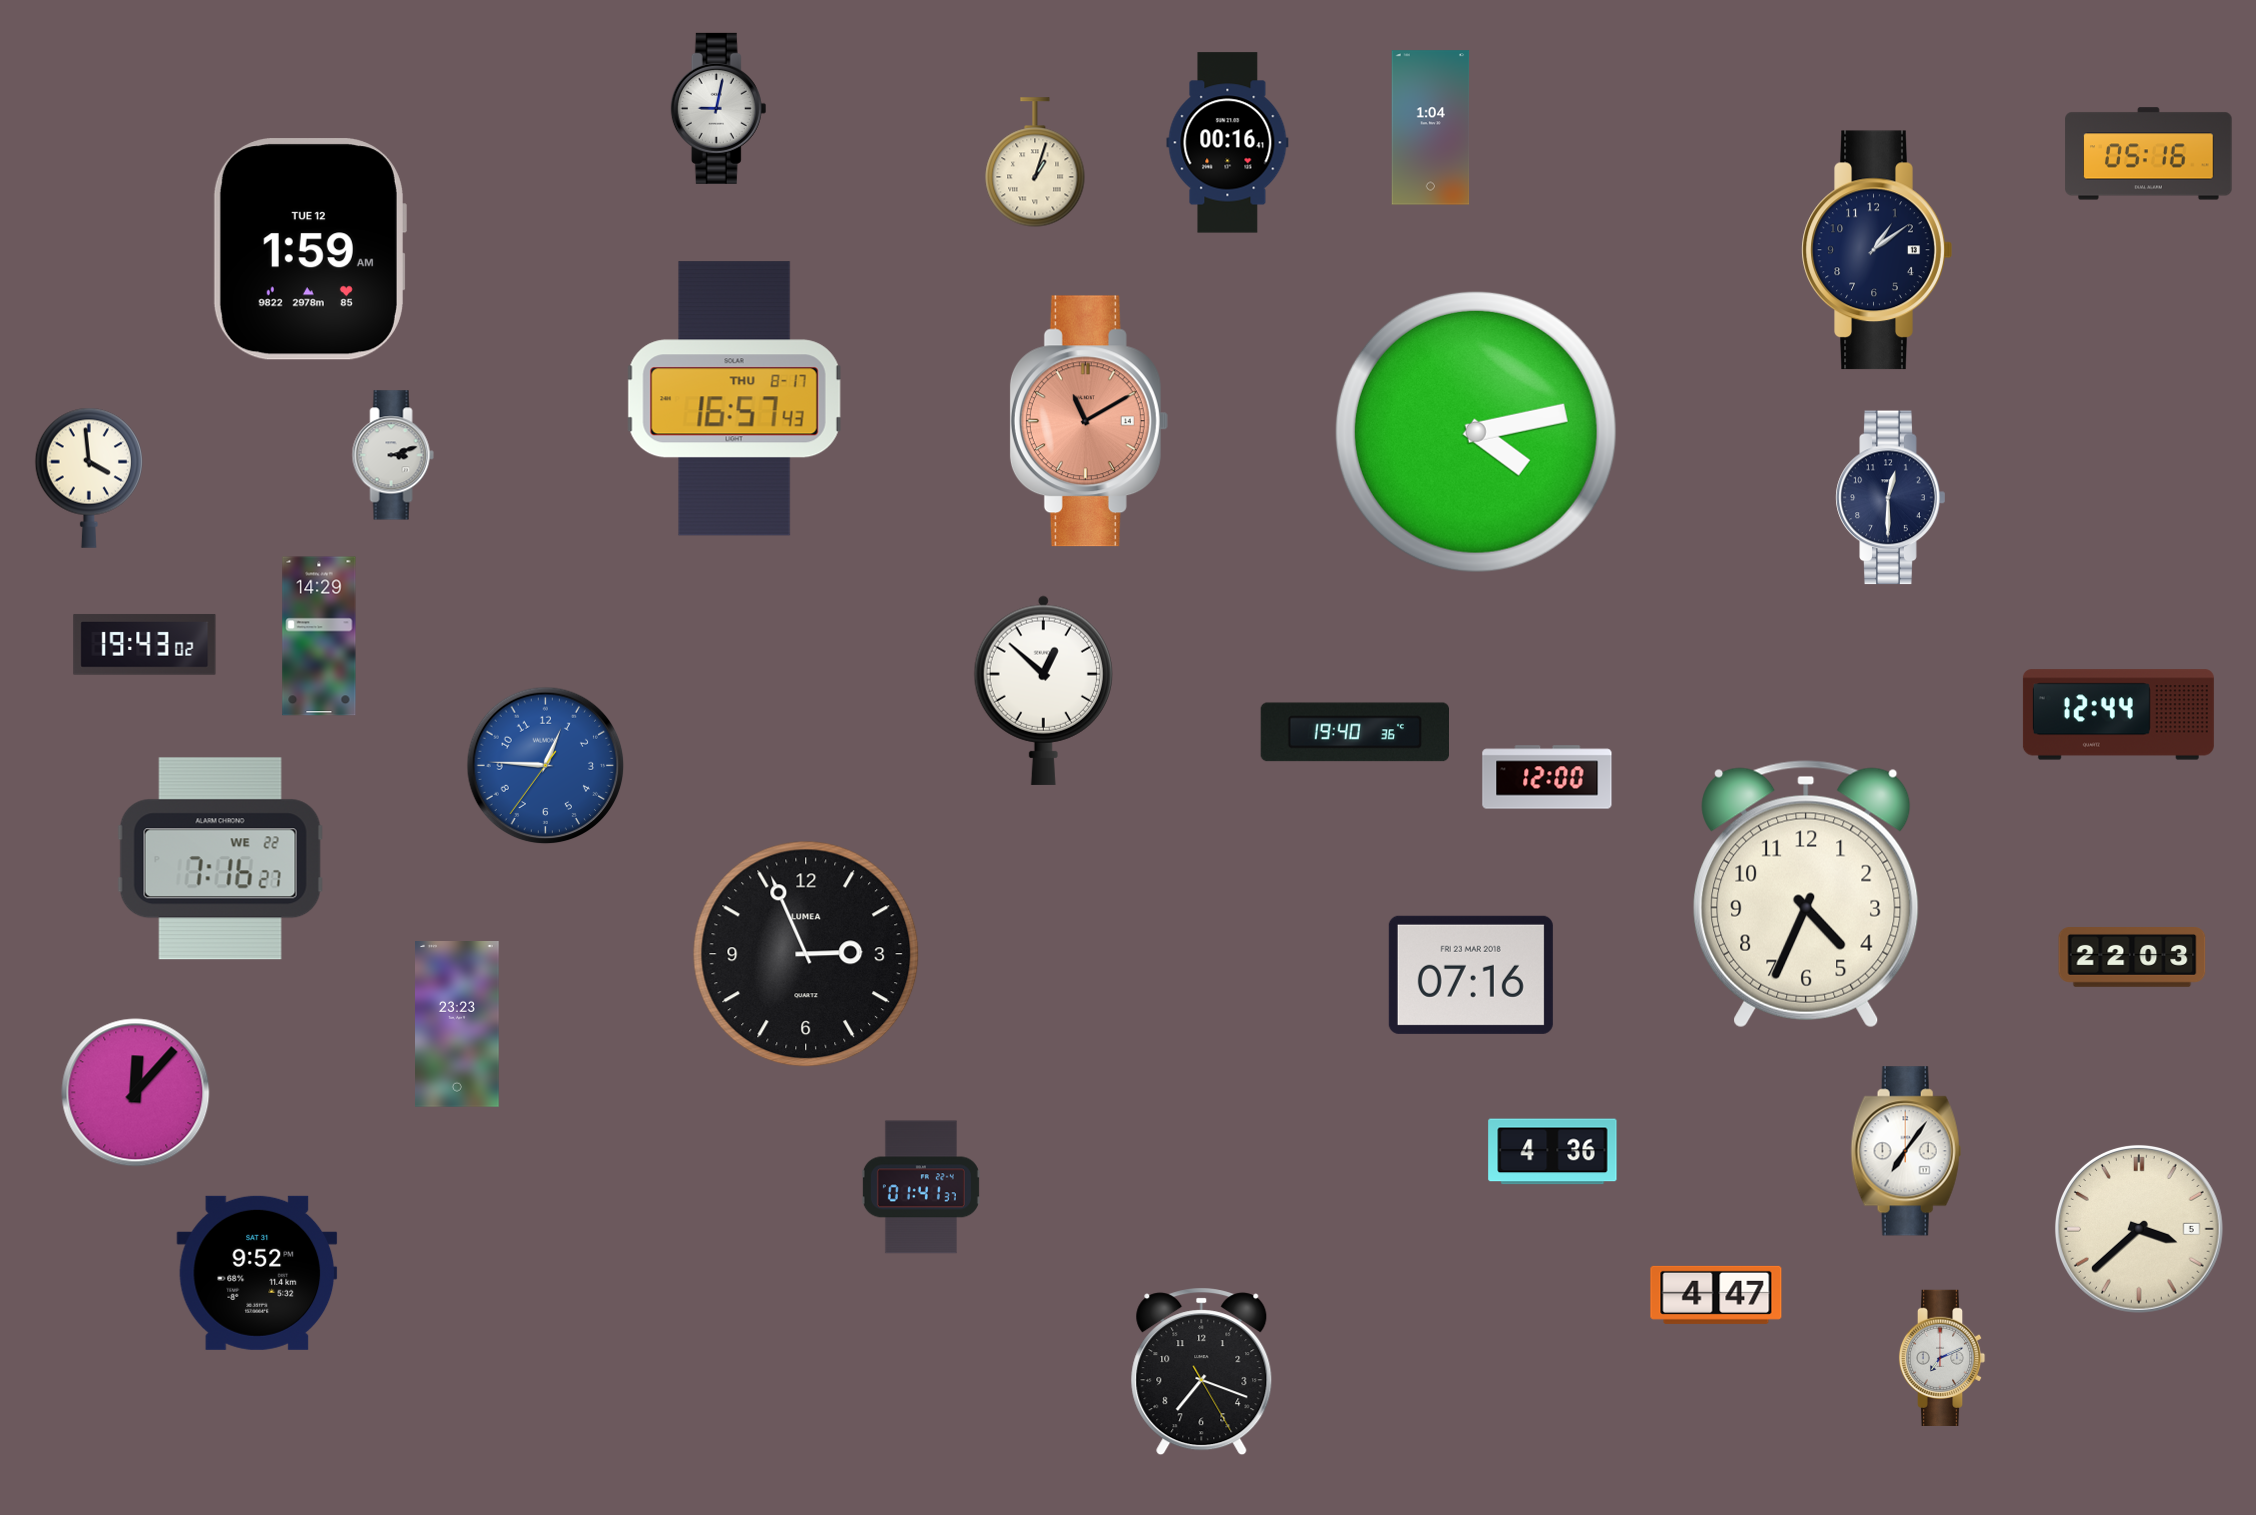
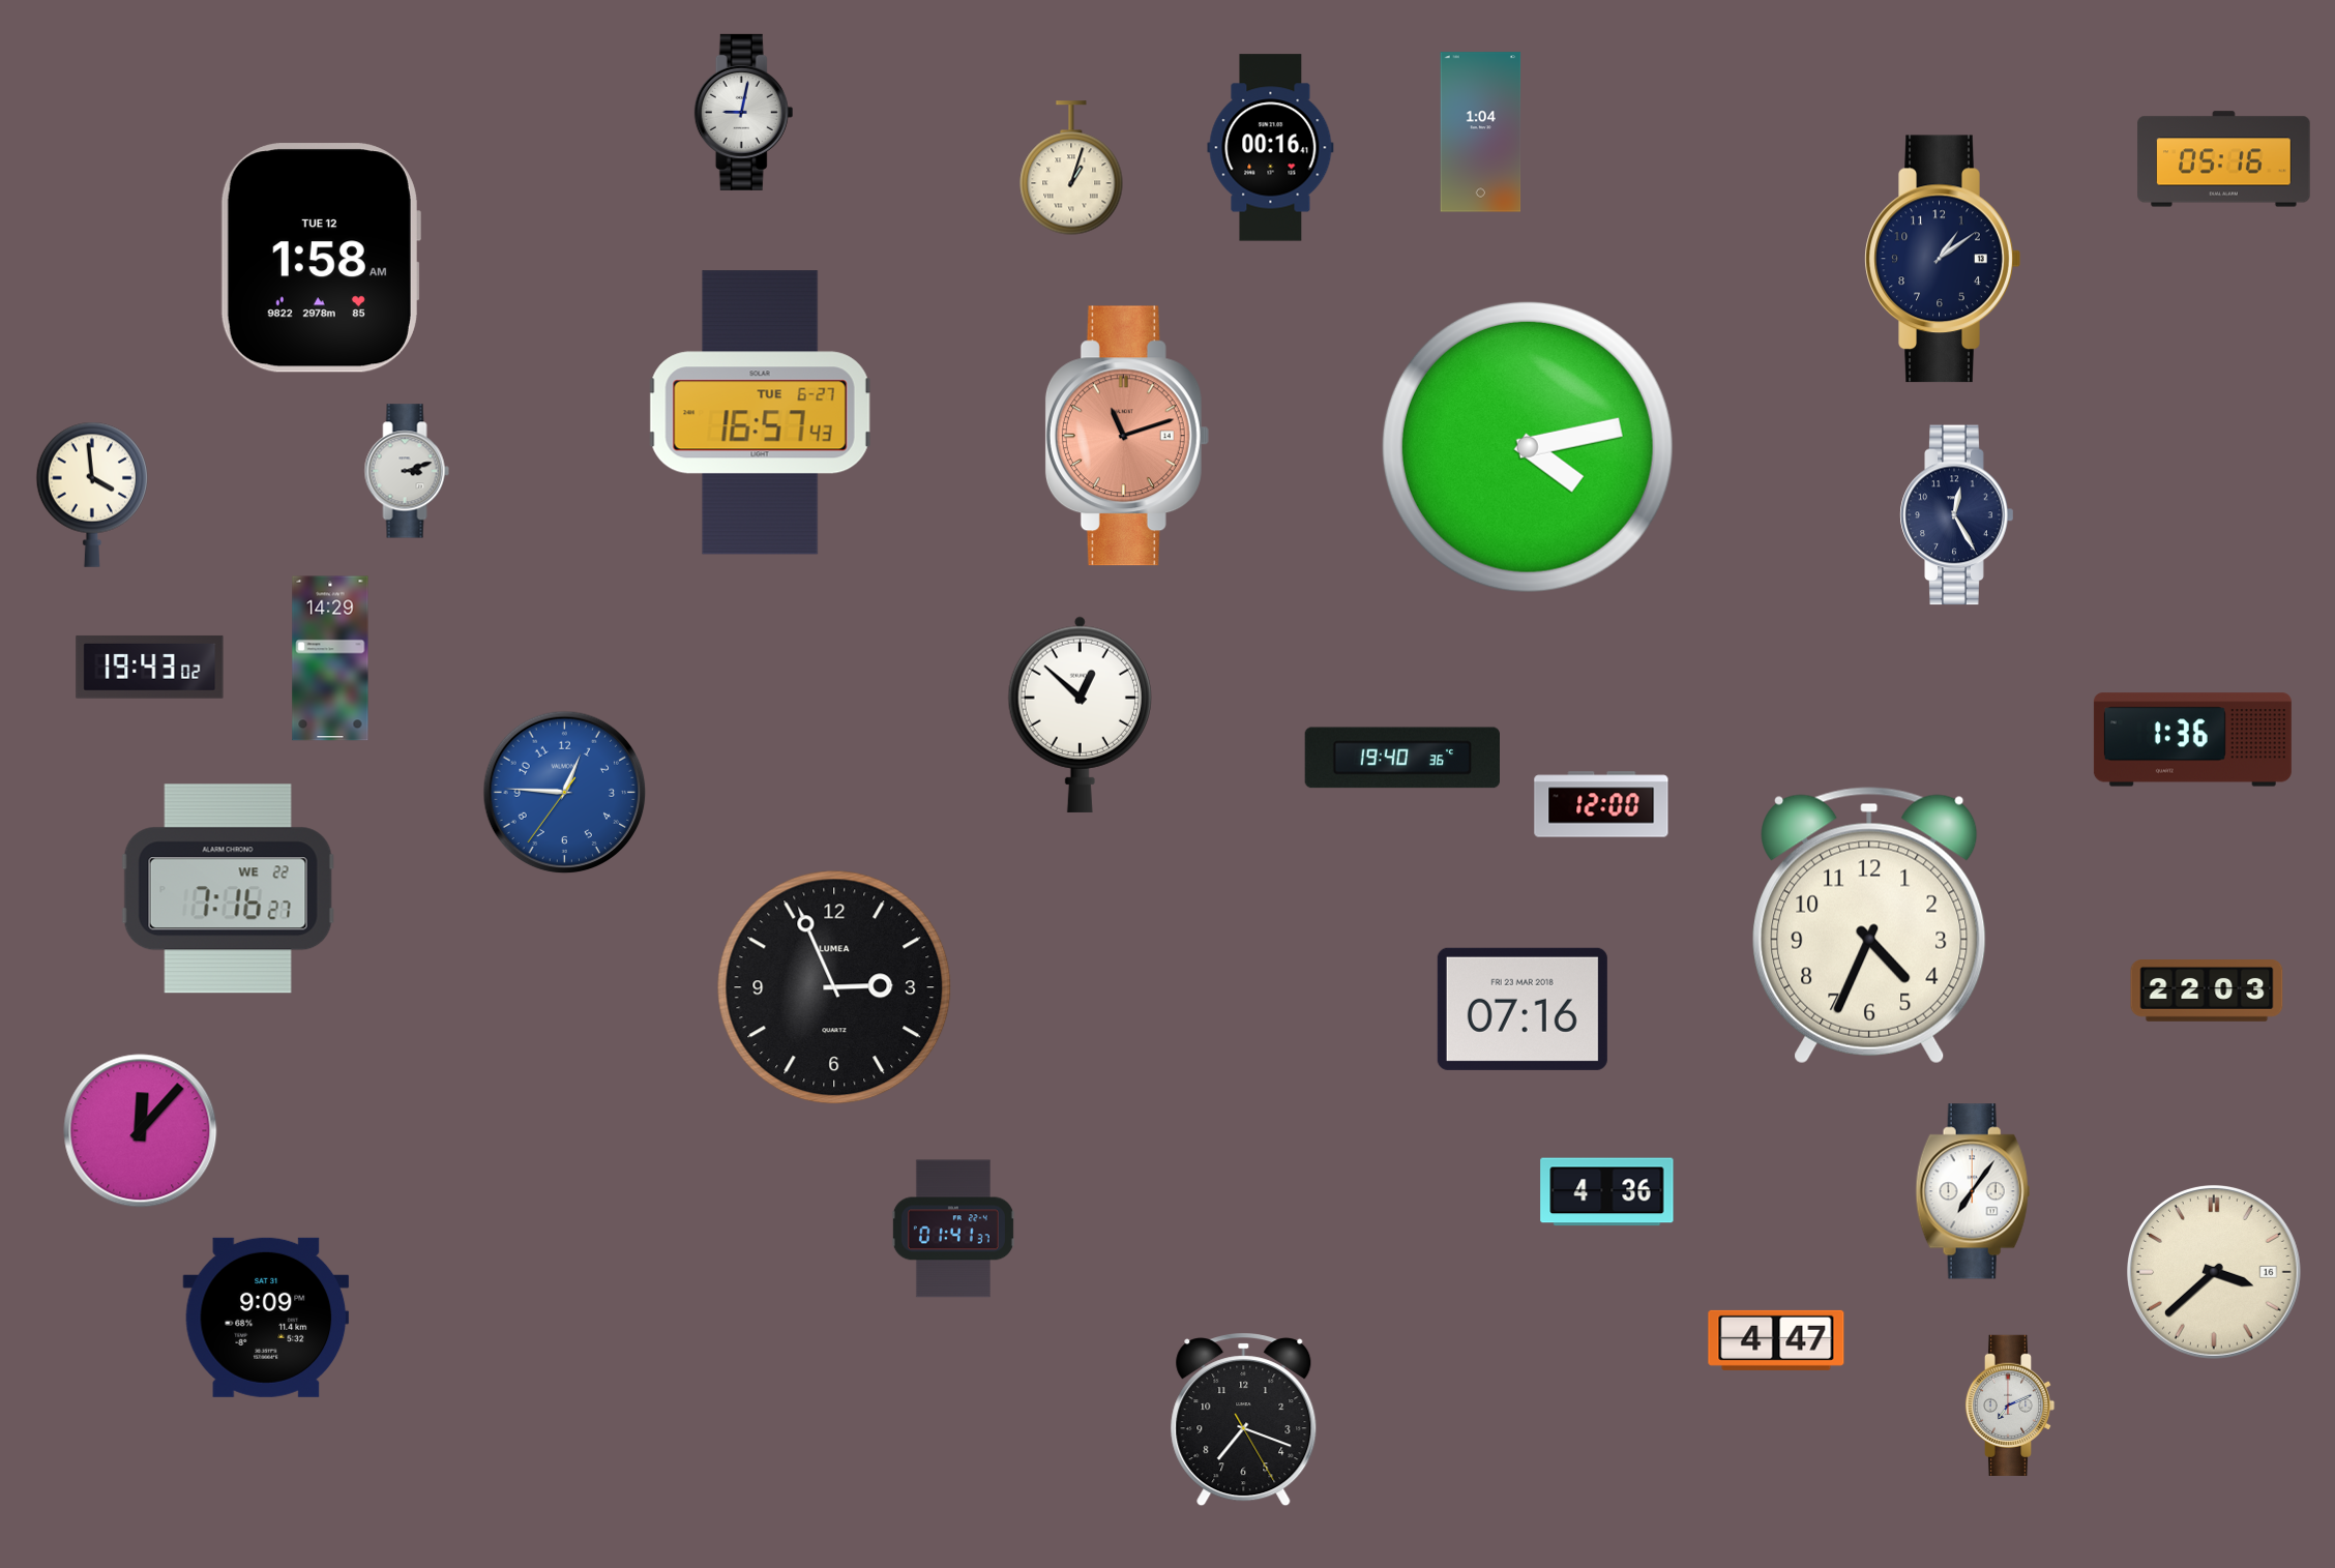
clock at (309, 249): 1:59 -> 1:58
clock at (735, 399) date: THU 8-17 -> TUE 6-27
clock at (1089, 421): 11:10 -> 11:12
clock at (1891, 498): 12:30 -> 12:25
clock at (2118, 715): 12:44 -> 1:36
clock at (458, 1025): 23:23 -> none
clock at (2139, 1229) date: 5 -> 16
clock at (257, 1273): 9:52 -> 9:09
